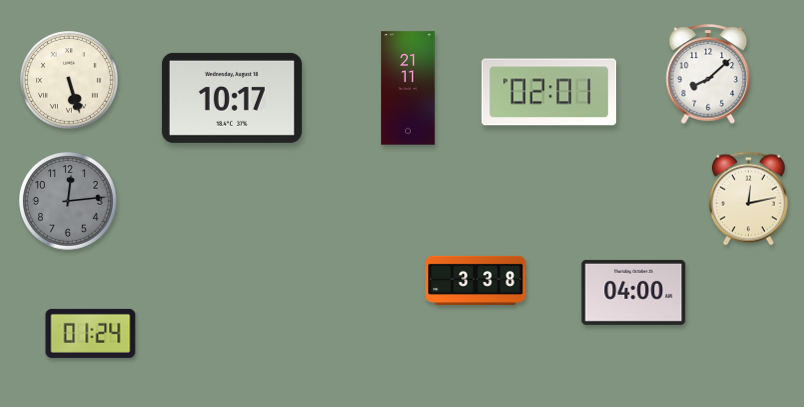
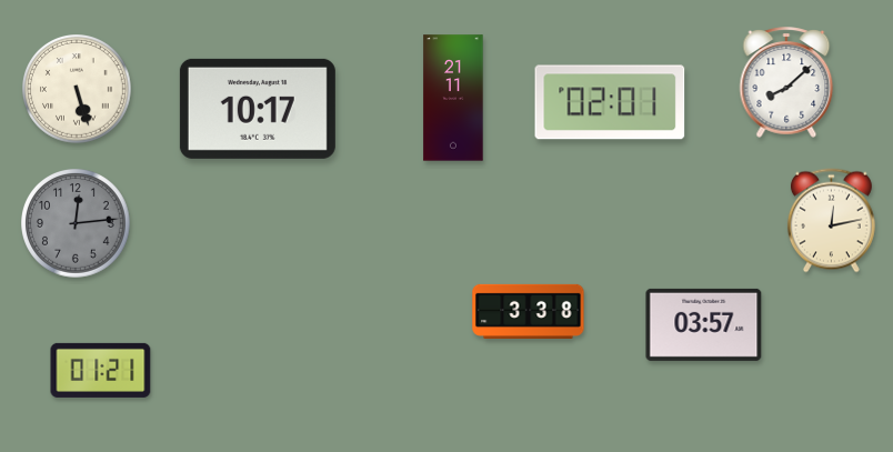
clock at (634, 292): 04:00 -> 03:57
clock at (91, 333): 01:24 -> 01:21
